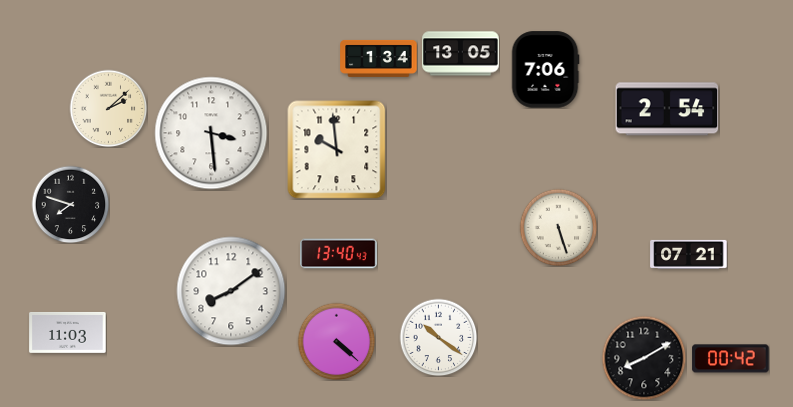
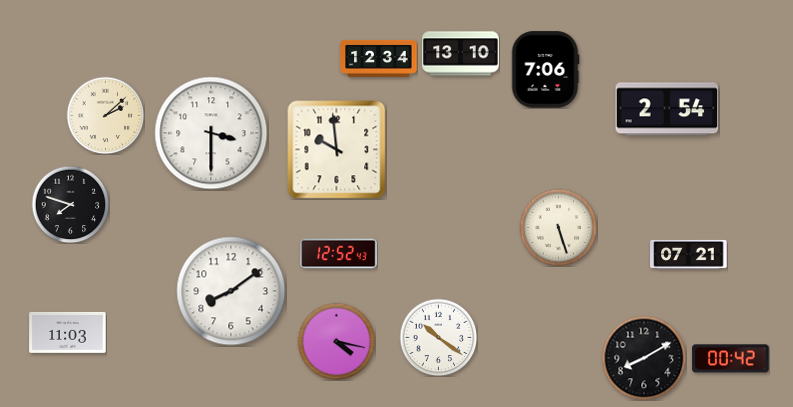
clock at (461, 54): 13:05 -> 13:10
clock at (379, 58): 1:34 -> 12:34
clock at (108, 108) position: (108, 108) -> (105, 115)
clock at (211, 133): 3:29 -> 3:30
clock at (339, 254): 13:40 -> 12:52
clock at (336, 341): 4:22 -> 4:17
